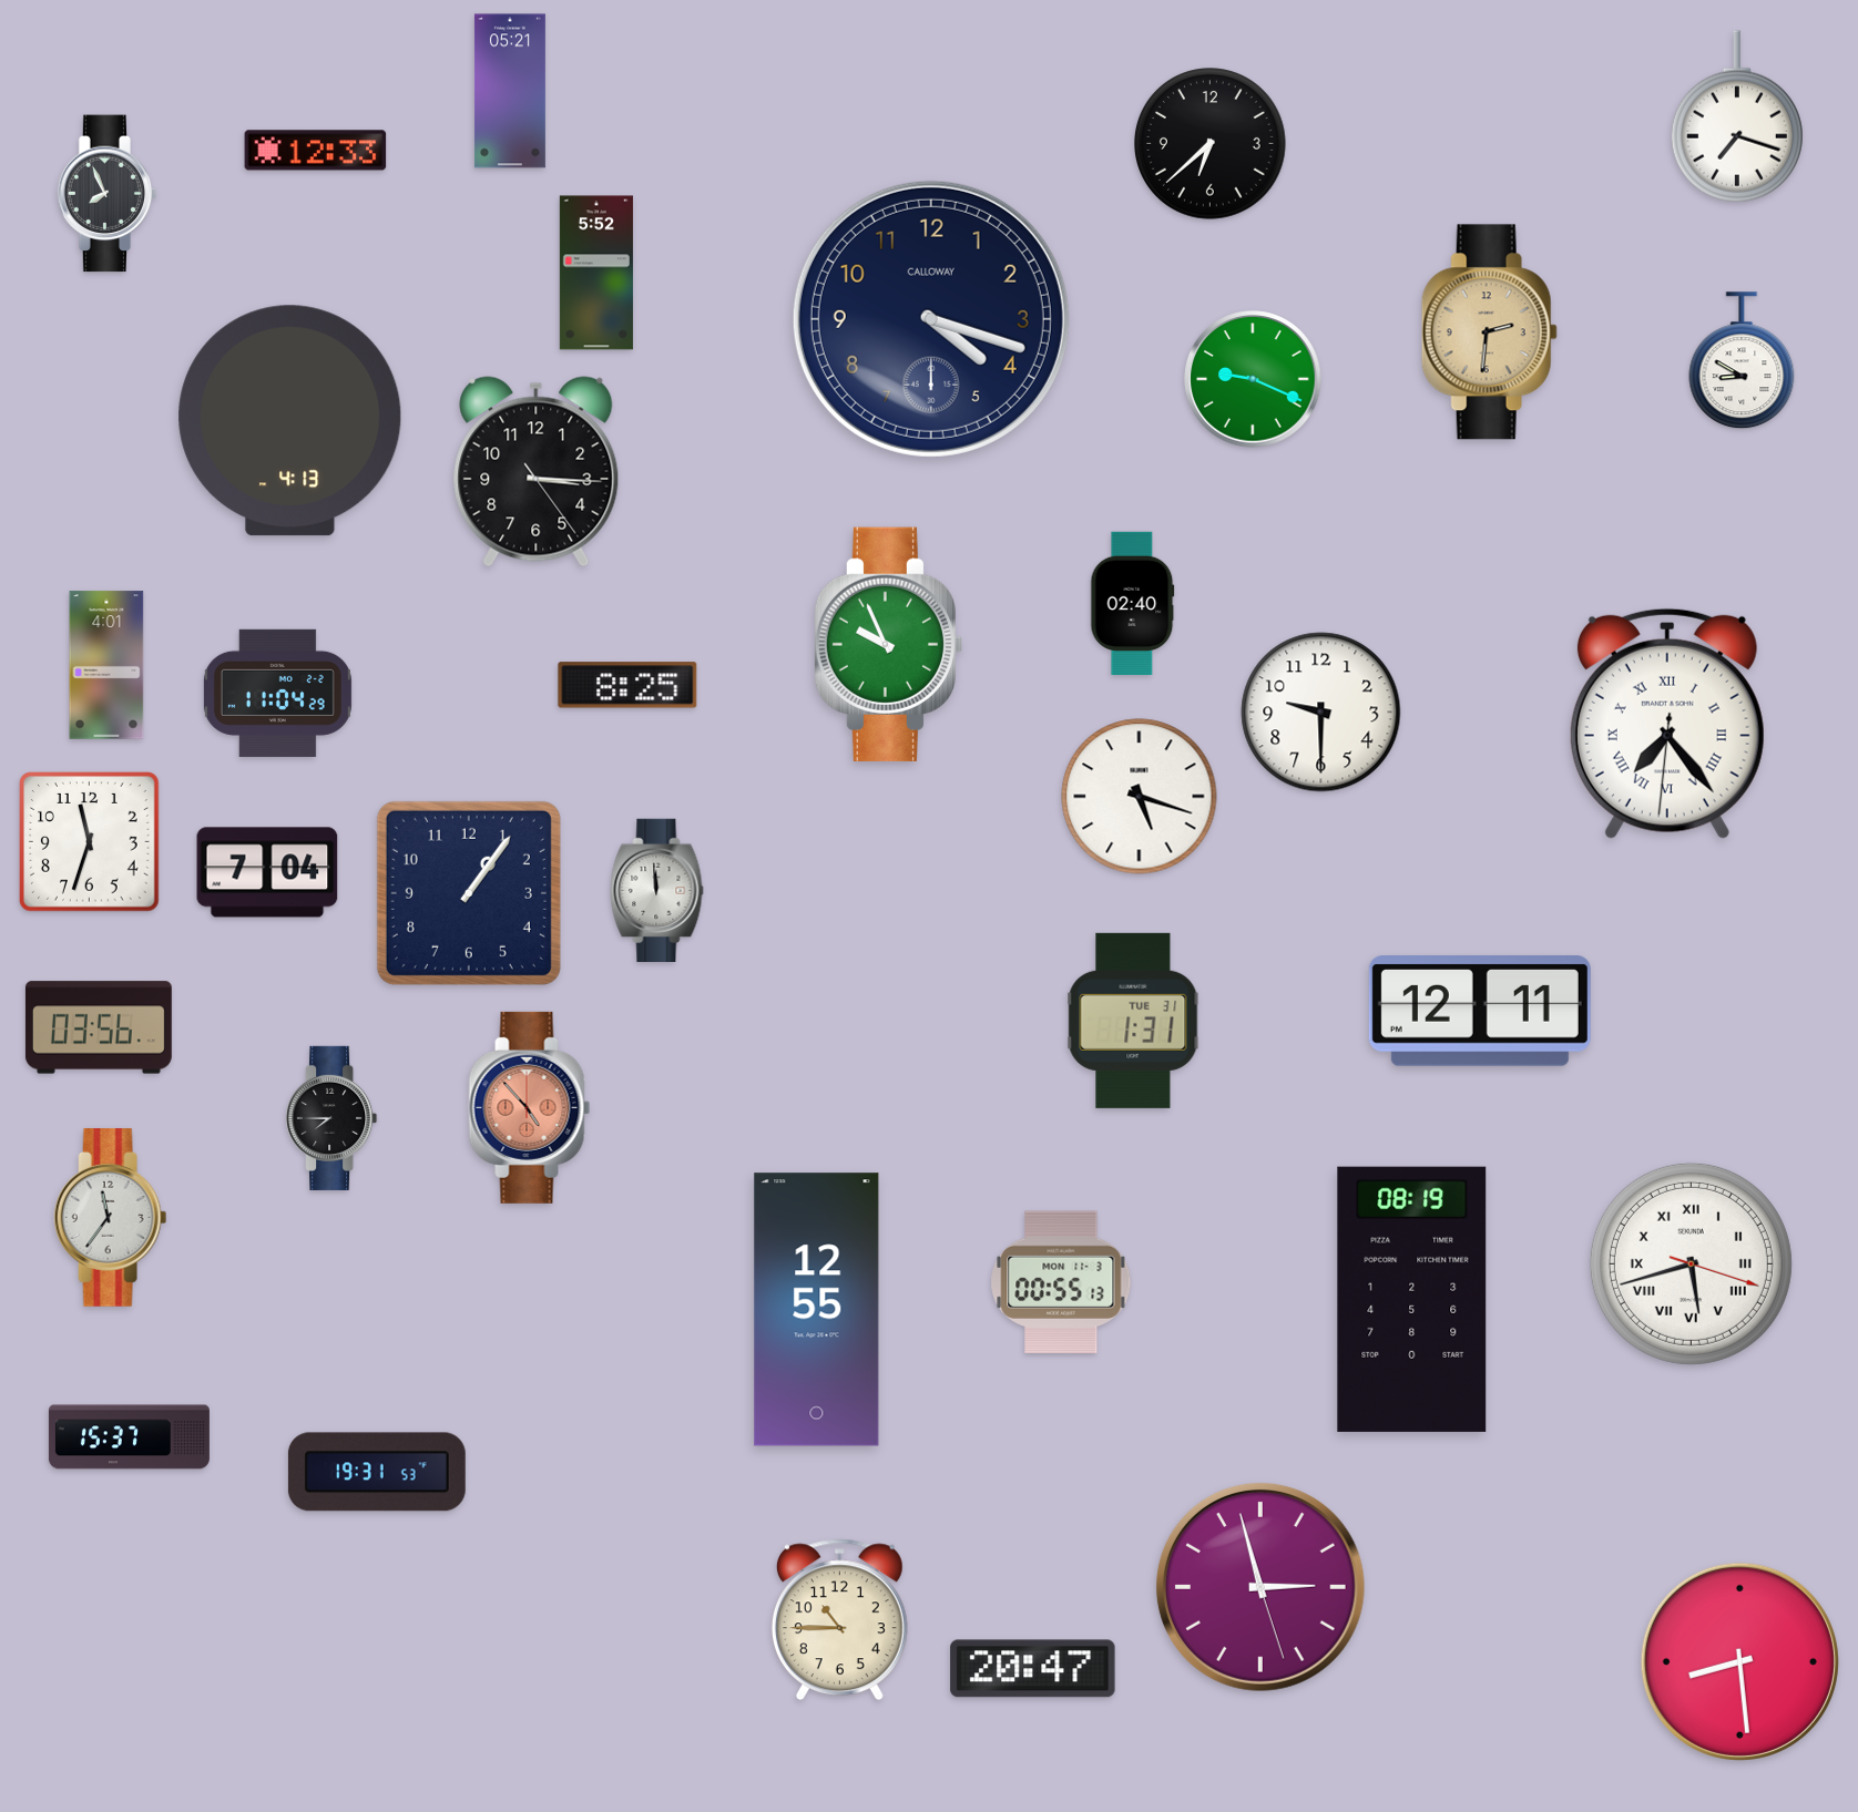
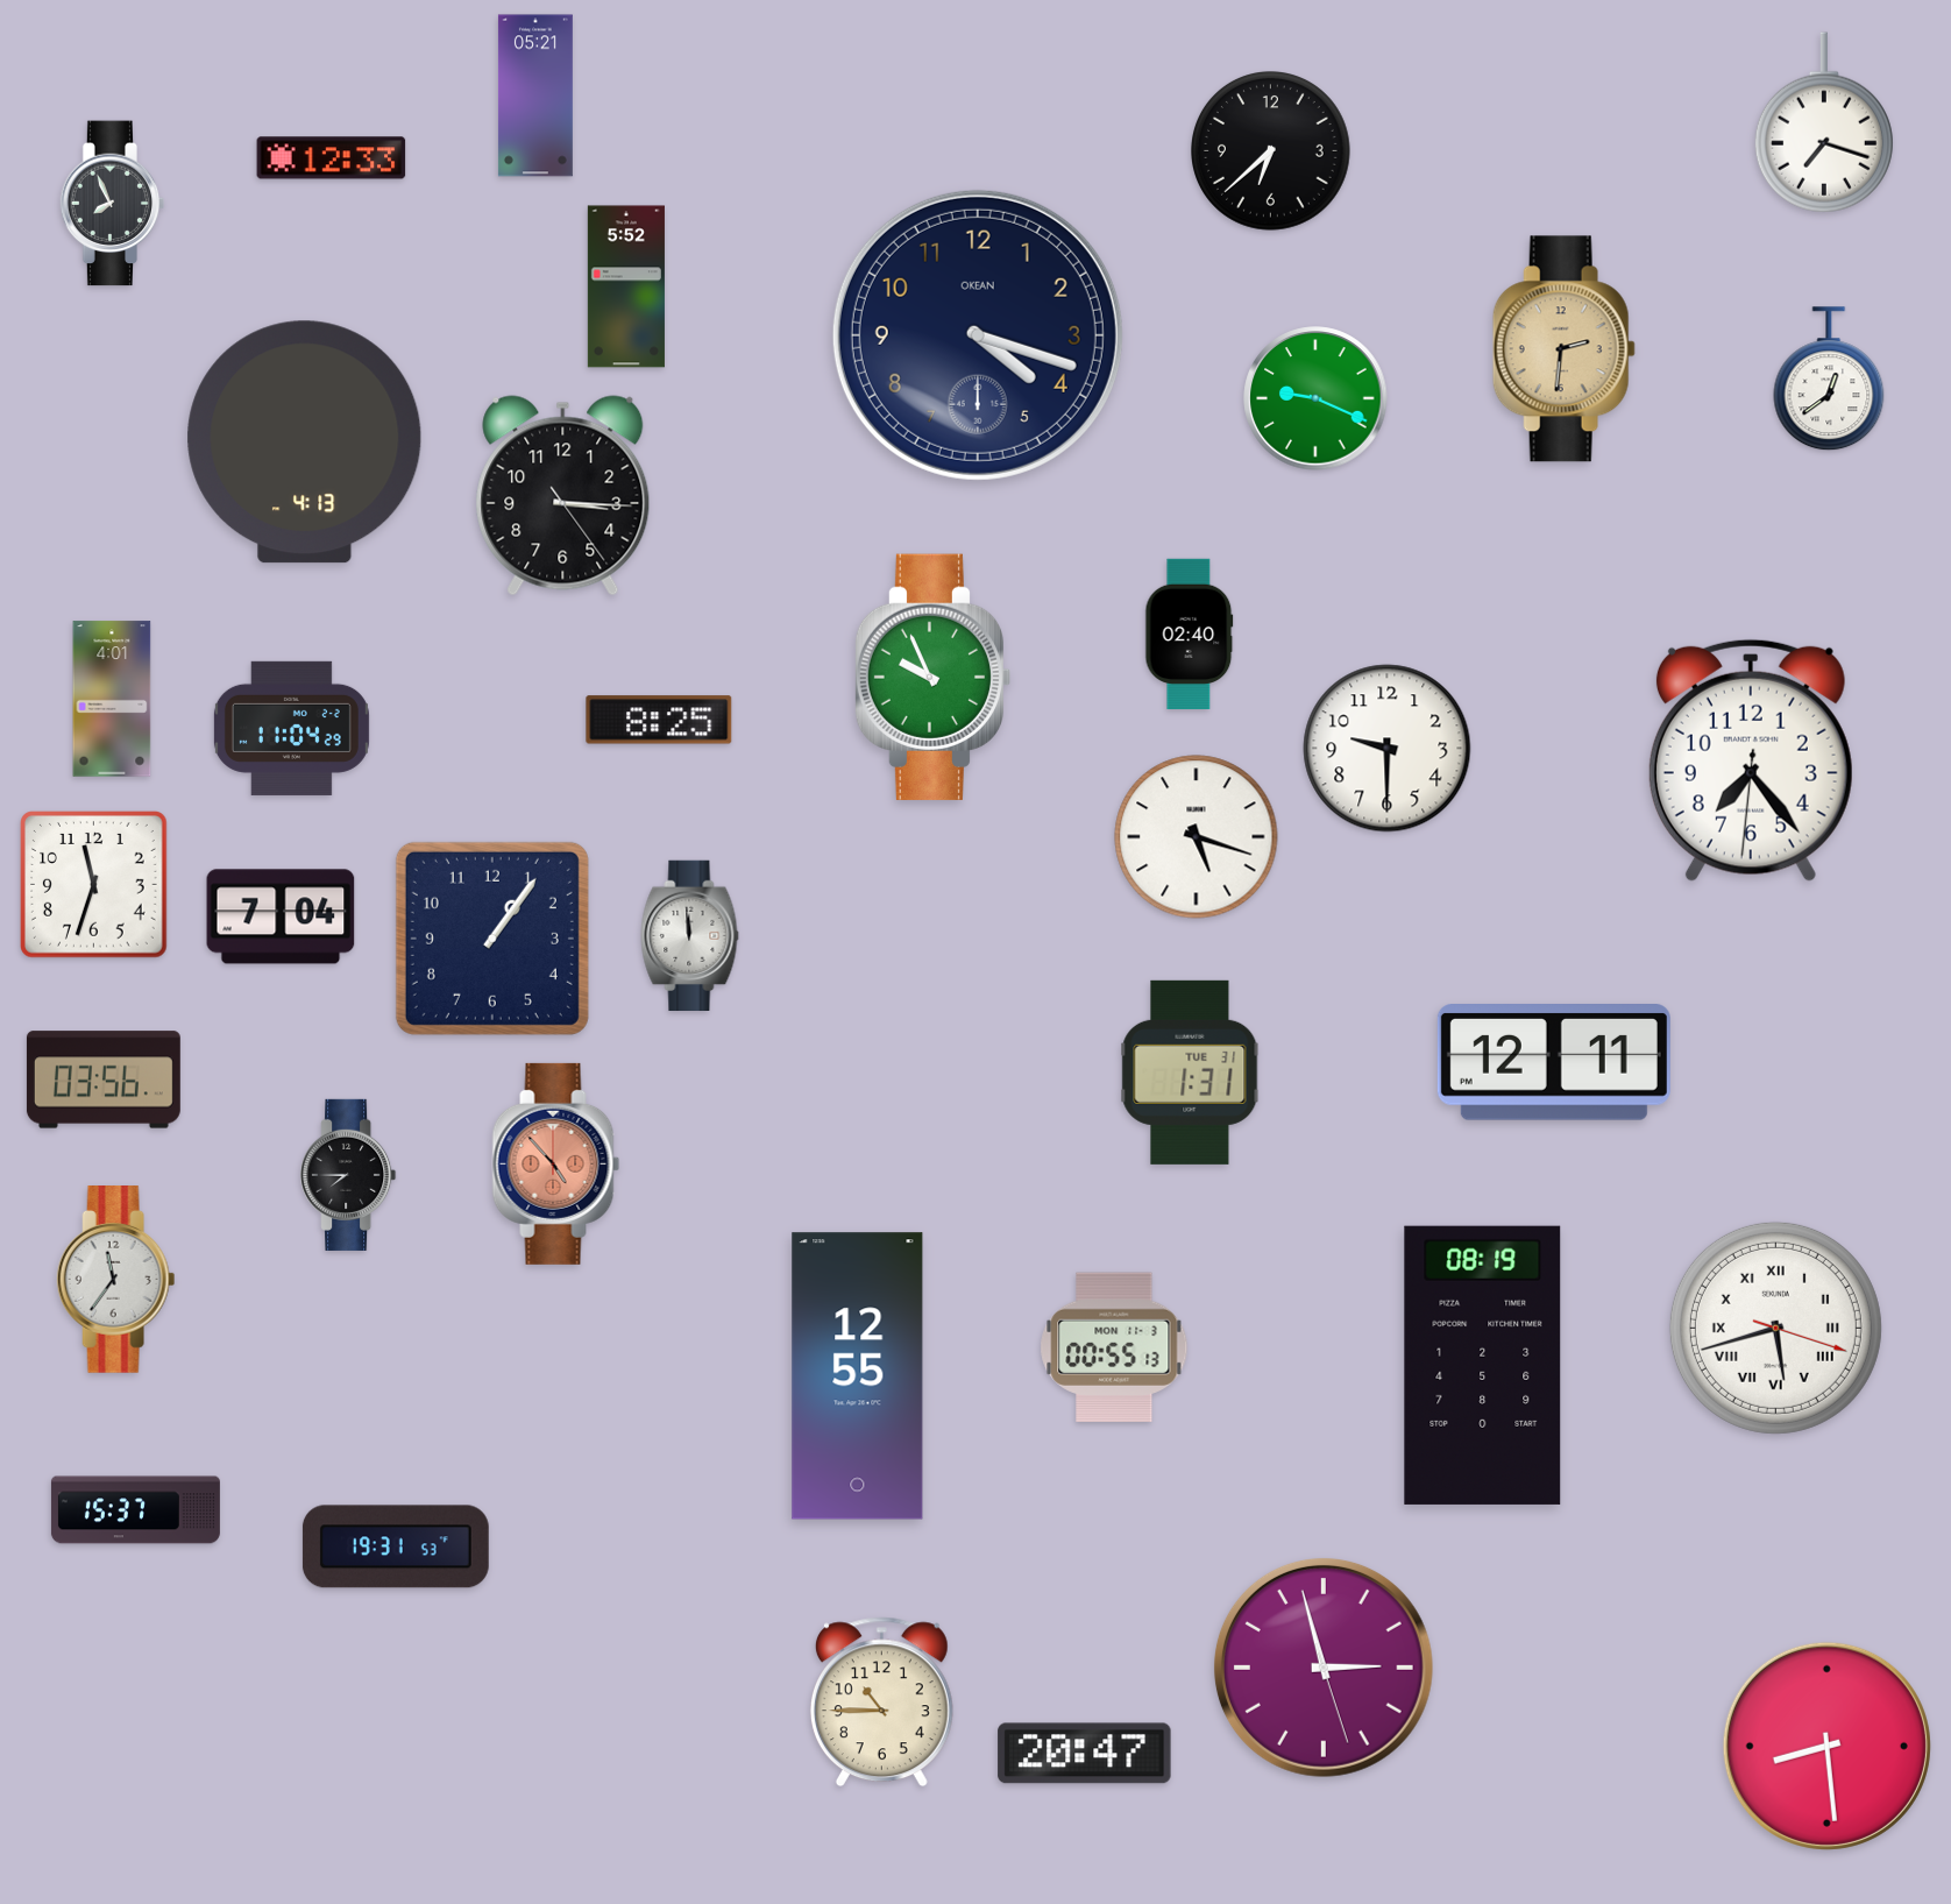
clock at (931, 319) brand: CALLOWAY -> OKEAN
clock at (1742, 361): 8:50 -> 12:39
clock at (1667, 724) numerals: Roman -> Arabic
